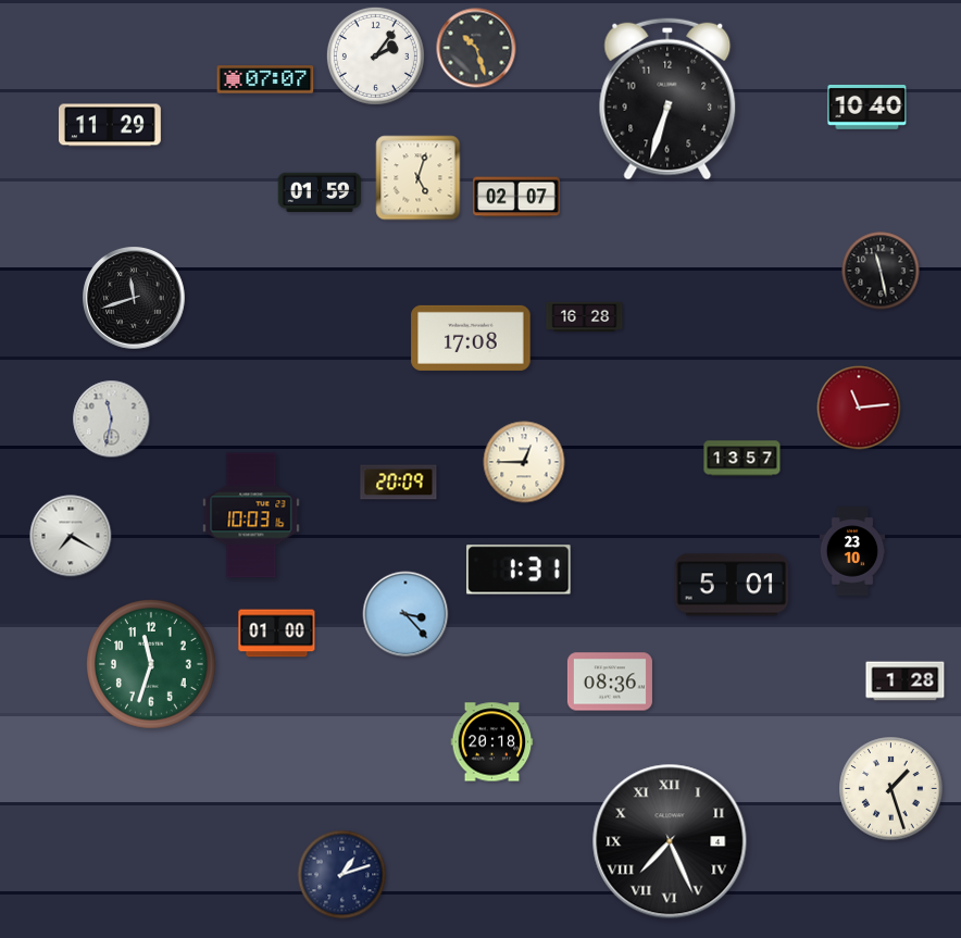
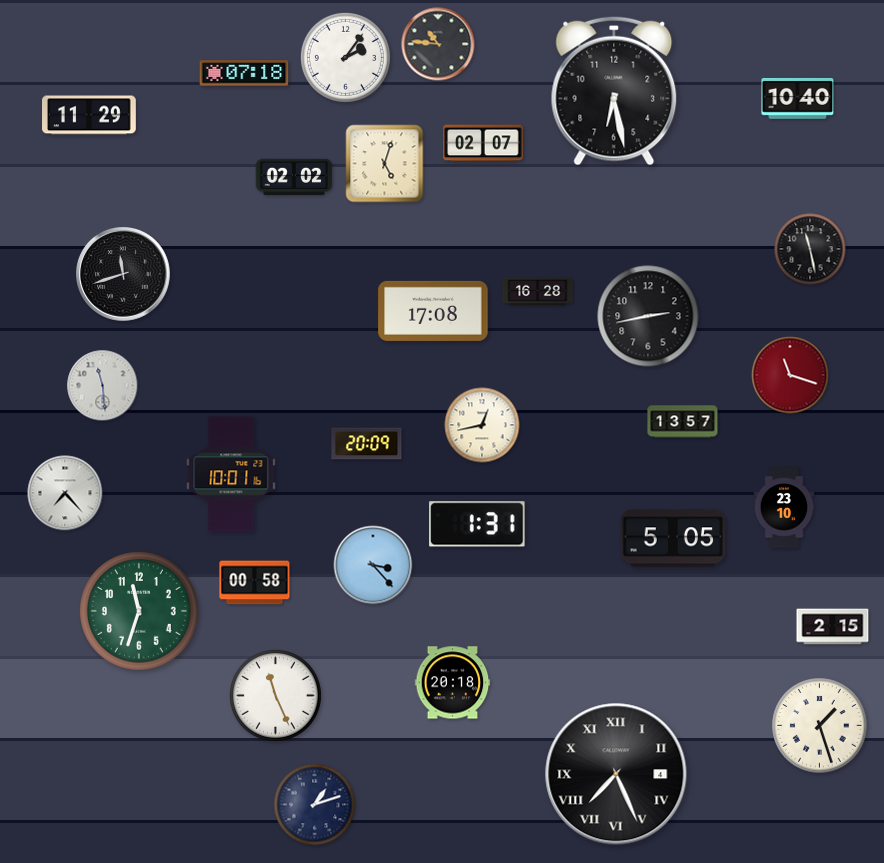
clock at (476, 48): 10:27 -> 10:46
clock at (375, 55) position: (375, 55) -> (345, 57)
clock at (265, 79): 07:07 -> 07:18
clock at (667, 99): 6:33 -> 6:28
clock at (111, 125) position: (111, 125) -> (90, 115)
clock at (320, 191): 01:59 -> 02:02
clock at (517, 197) position: (517, 197) -> (484, 143)
clock at (648, 316): none -> 2:43
clock at (859, 408): 11:14 -> 11:18
clock at (112, 420): 11:32 -> 11:29
clock at (524, 462): 12:45 -> 12:43
clock at (251, 515): 10:03 -> 10:01
clock at (71, 536): 7:20 -> 7:23
clock at (732, 585): 5:01 -> 5:05
clock at (277, 634): 01:00 -> 00:58
clock at (610, 681): 08:36 -> none
clock at (906, 681): 1:28 -> 2:15
clock at (275, 695): none -> 11:26
